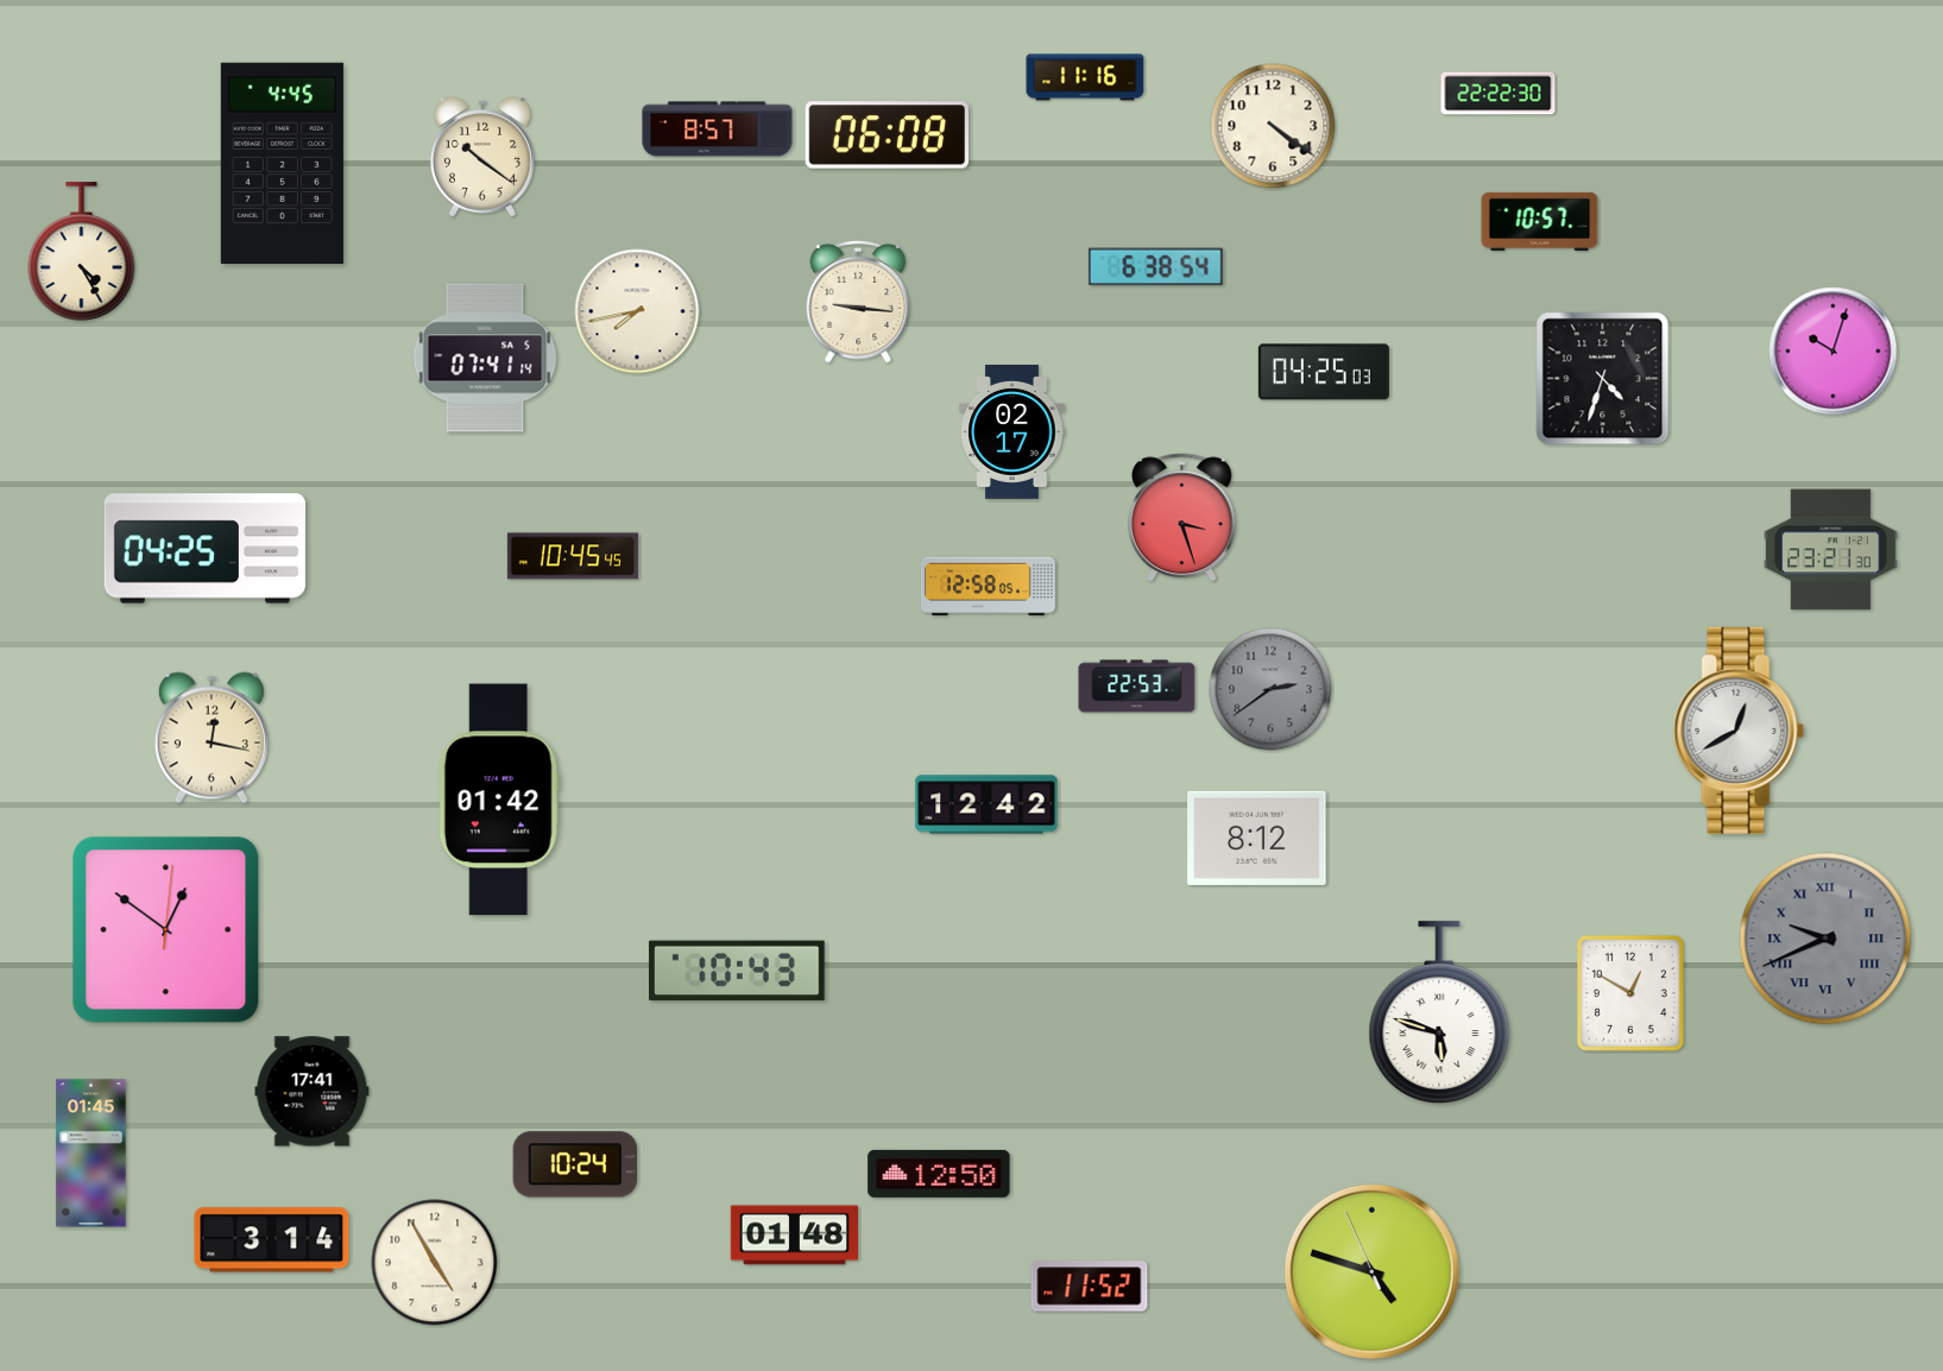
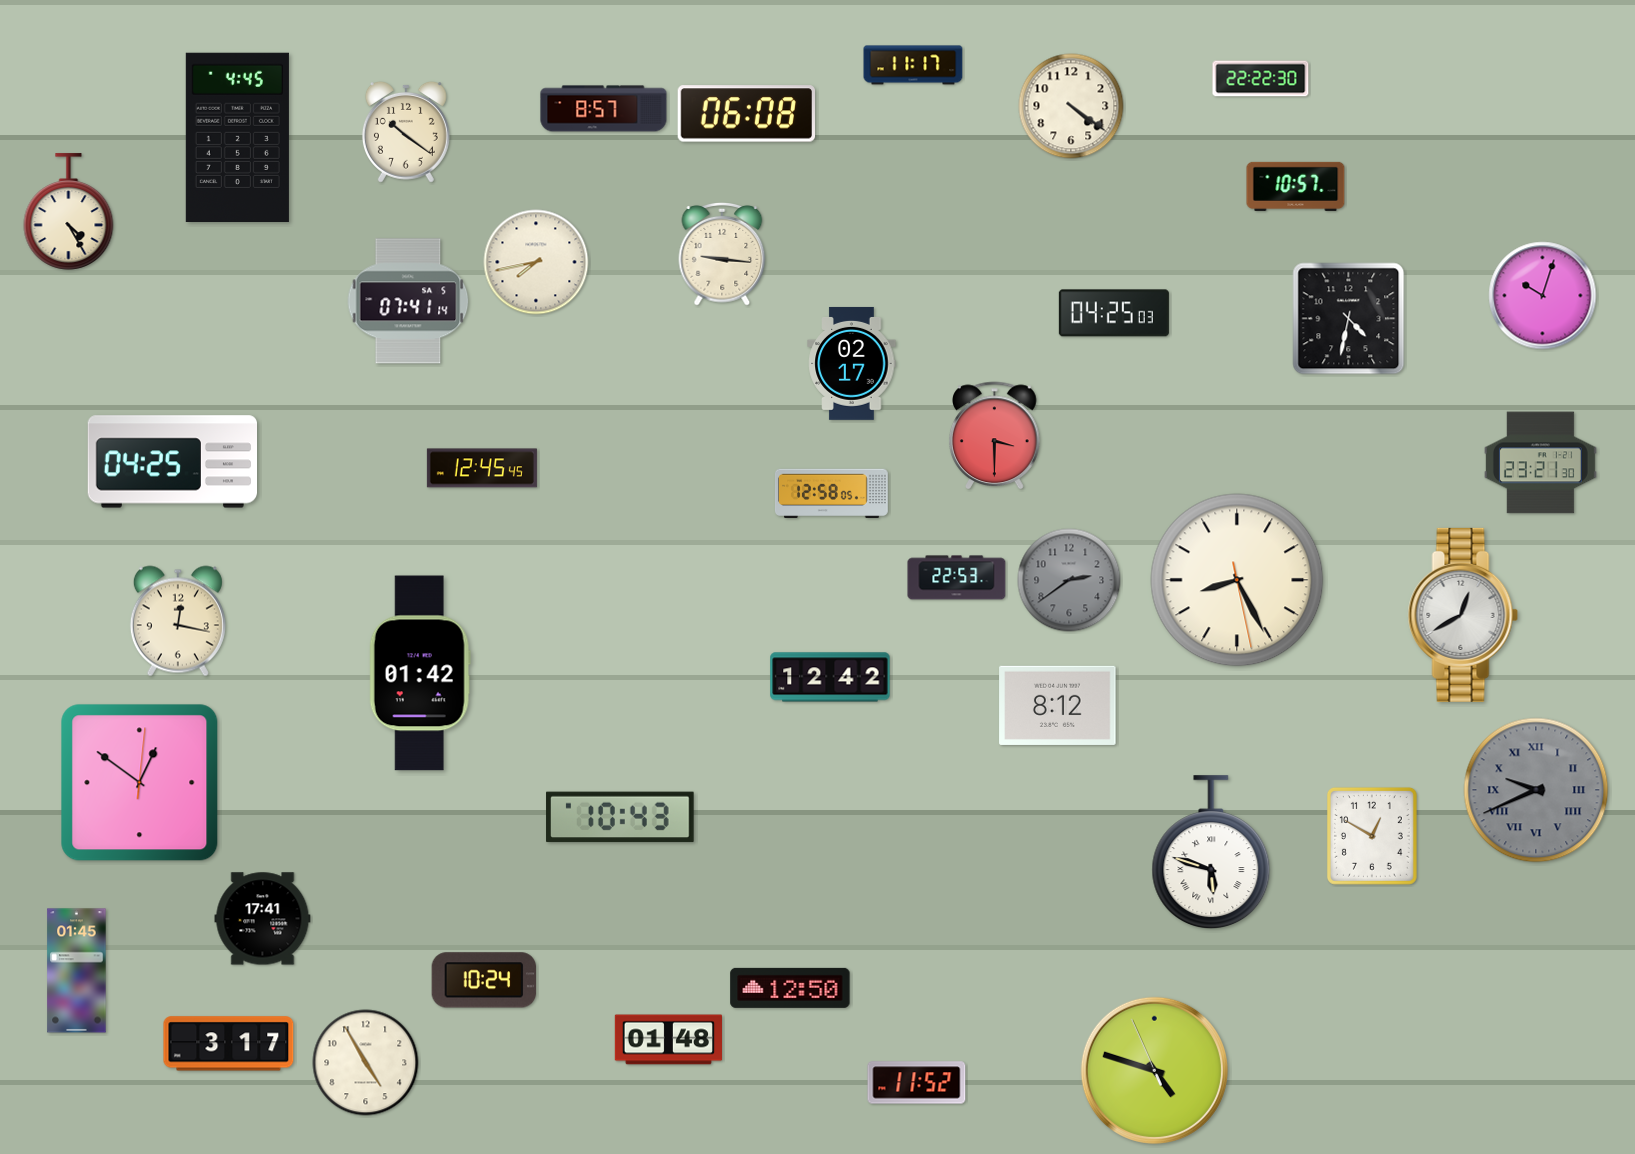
clock at (1085, 77): 11:16 -> 11:17
clock at (1155, 267): 6:38 -> none
clock at (1603, 379): 4:33 -> 4:32
clock at (1182, 517): 3:27 -> 3:30
clock at (573, 556): 10:45 -> 12:45
clock at (1237, 580): none -> 8:25
clock at (272, 1240): 3:14 -> 3:17
